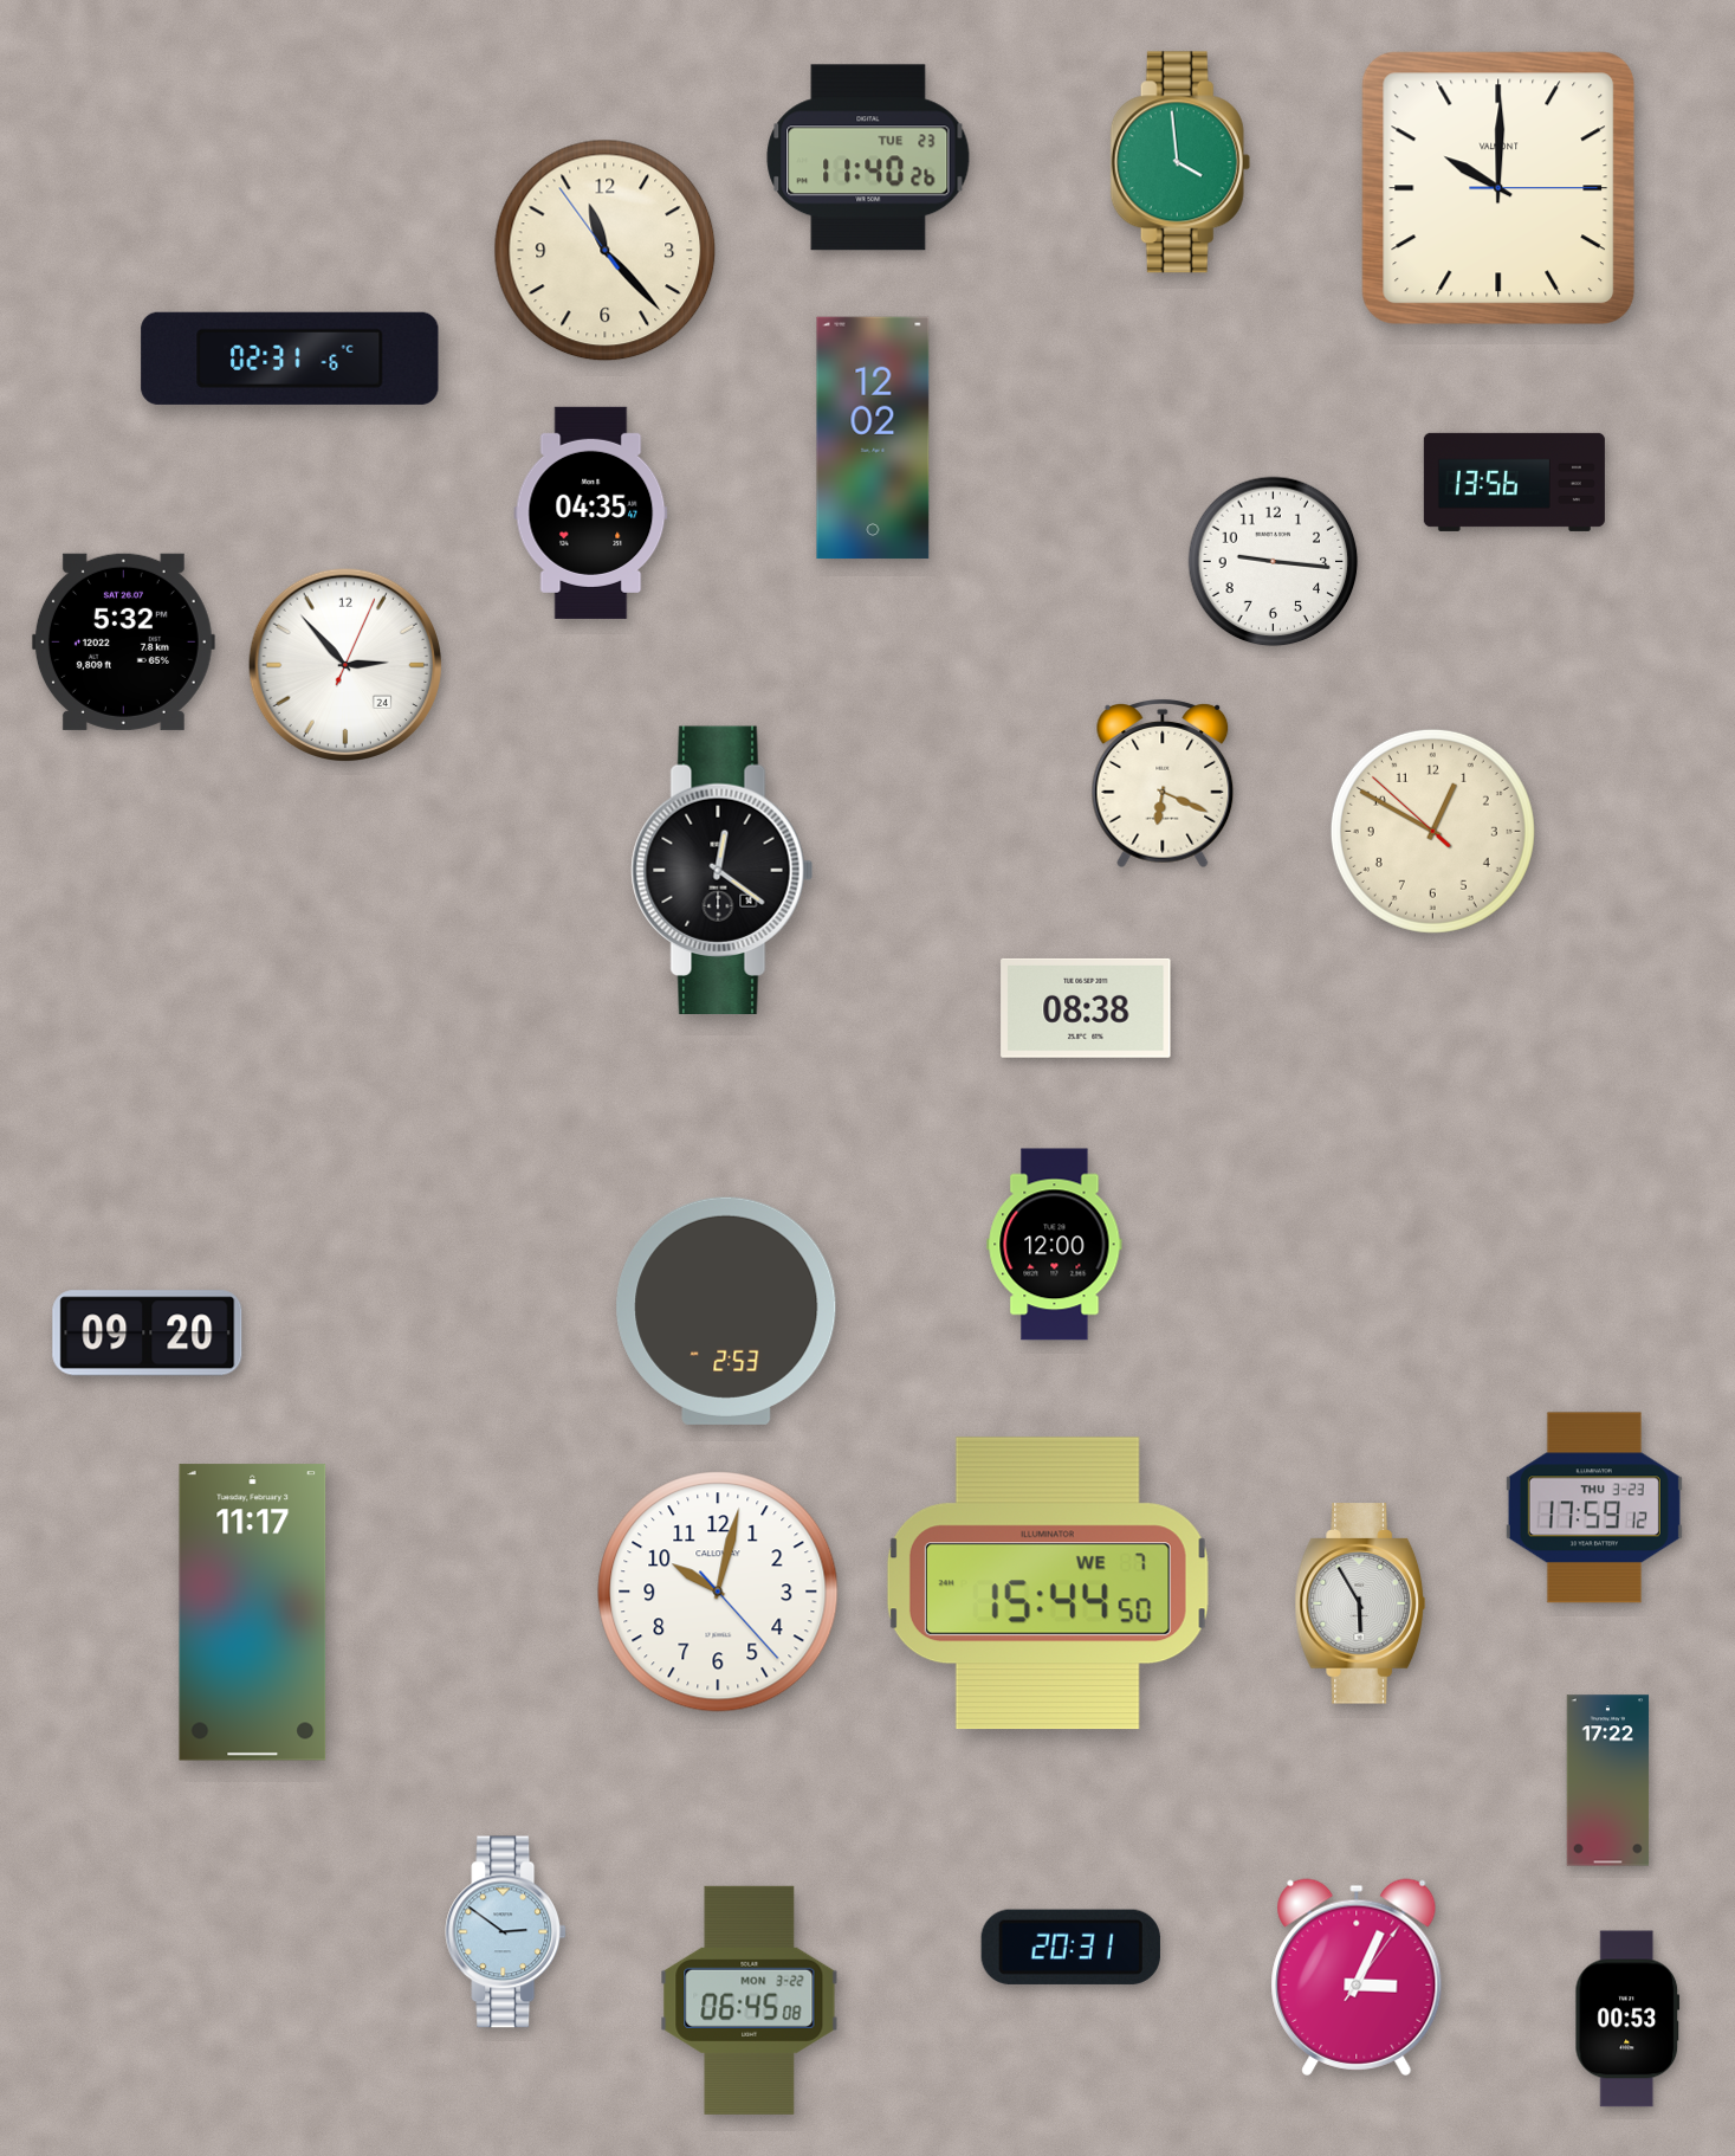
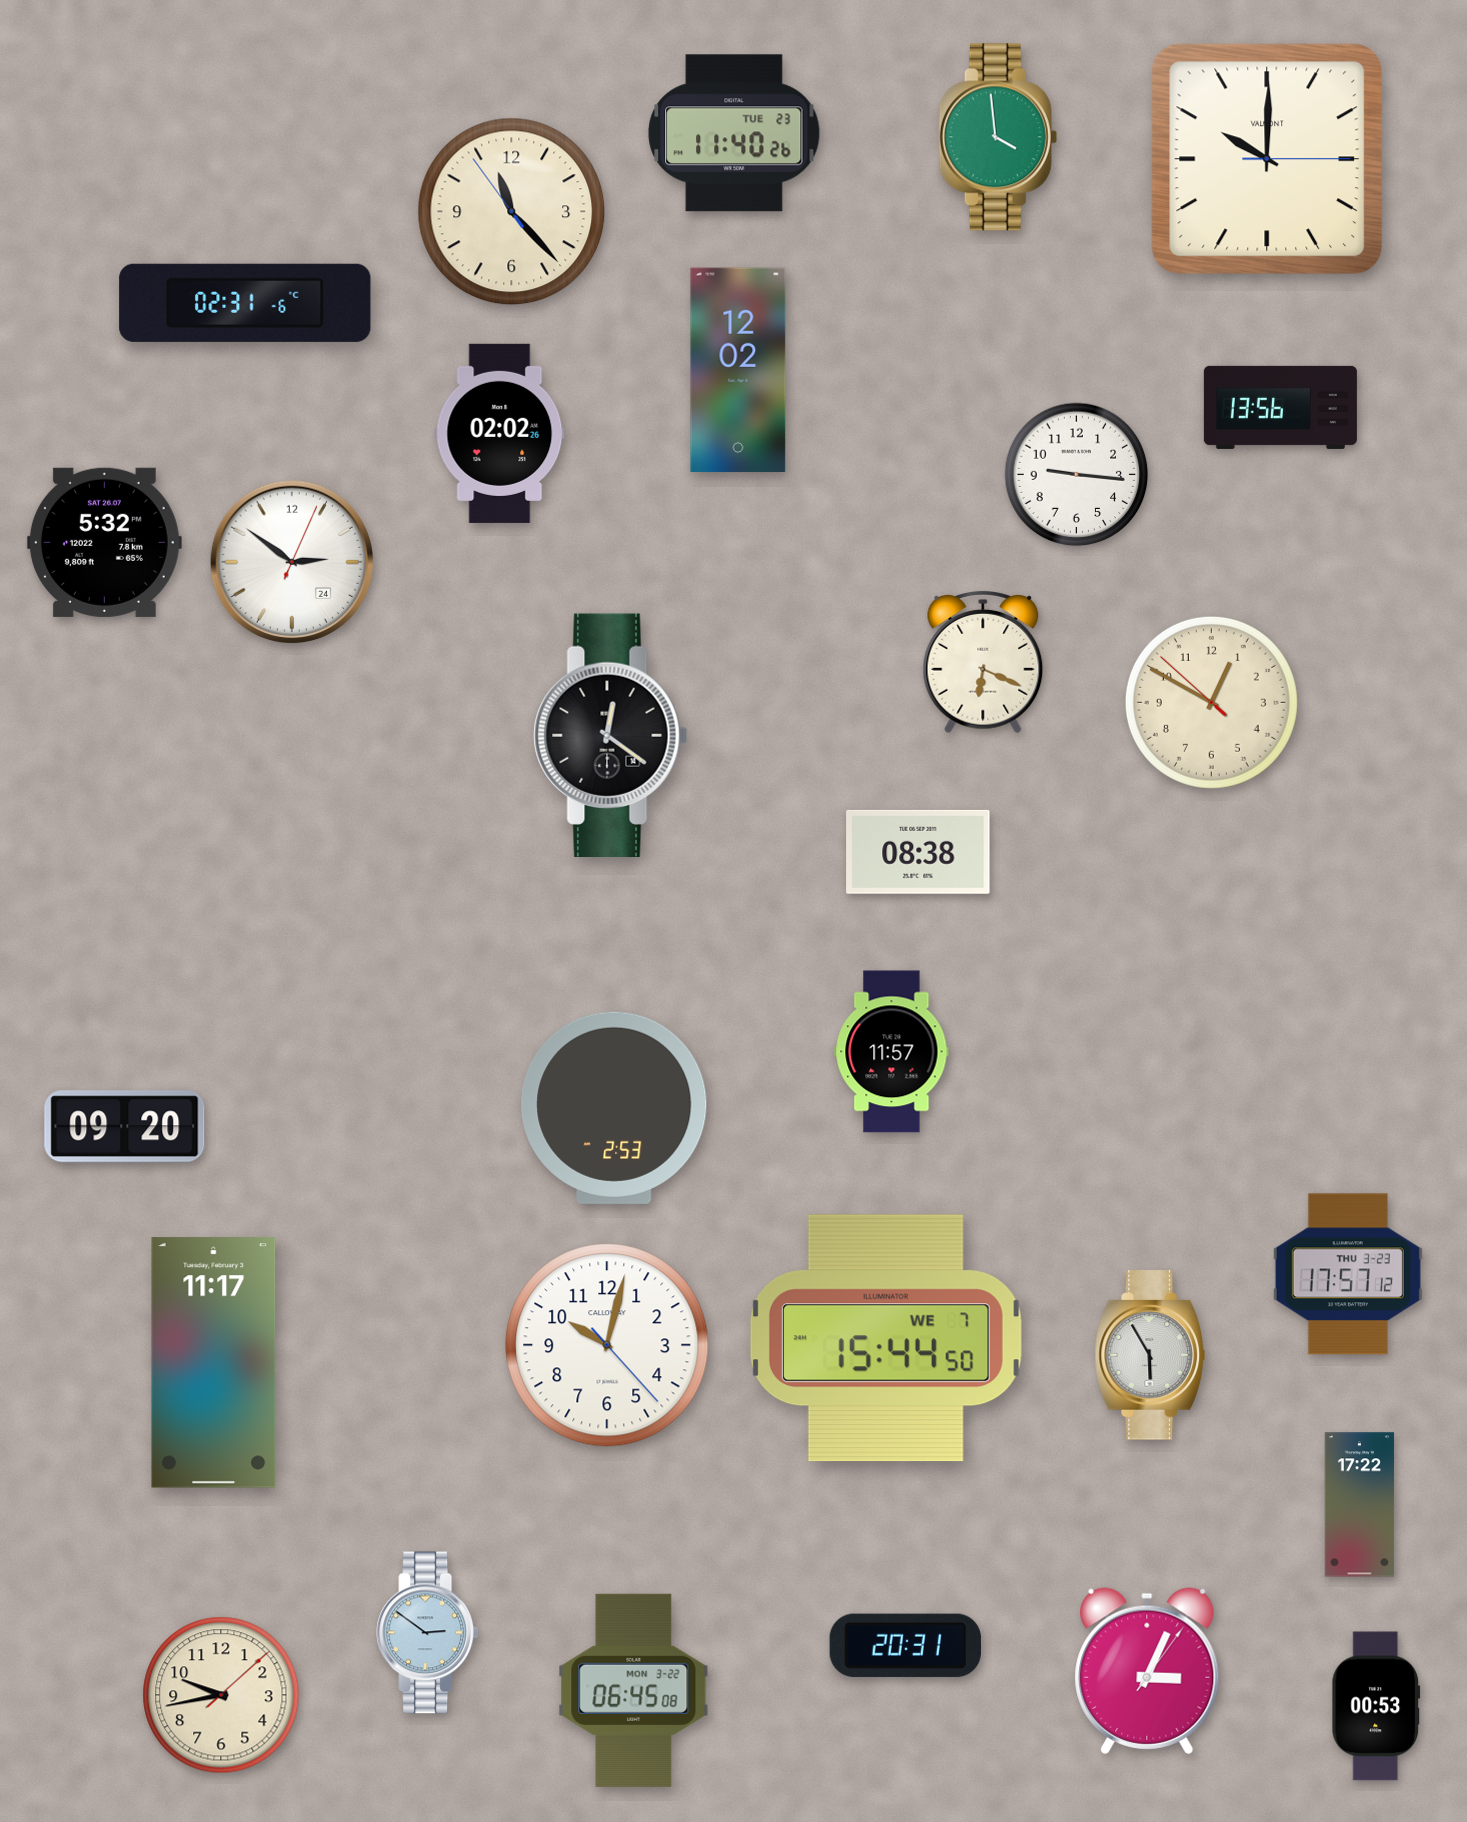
clock at (591, 512): 04:35 -> 02:02
clock at (344, 664): 2:53 -> 2:51
clock at (1055, 1245): 12:00 -> 11:57
clock at (1594, 1508): 17:59 -> 17:57
clock at (221, 1695): none -> 9:43
